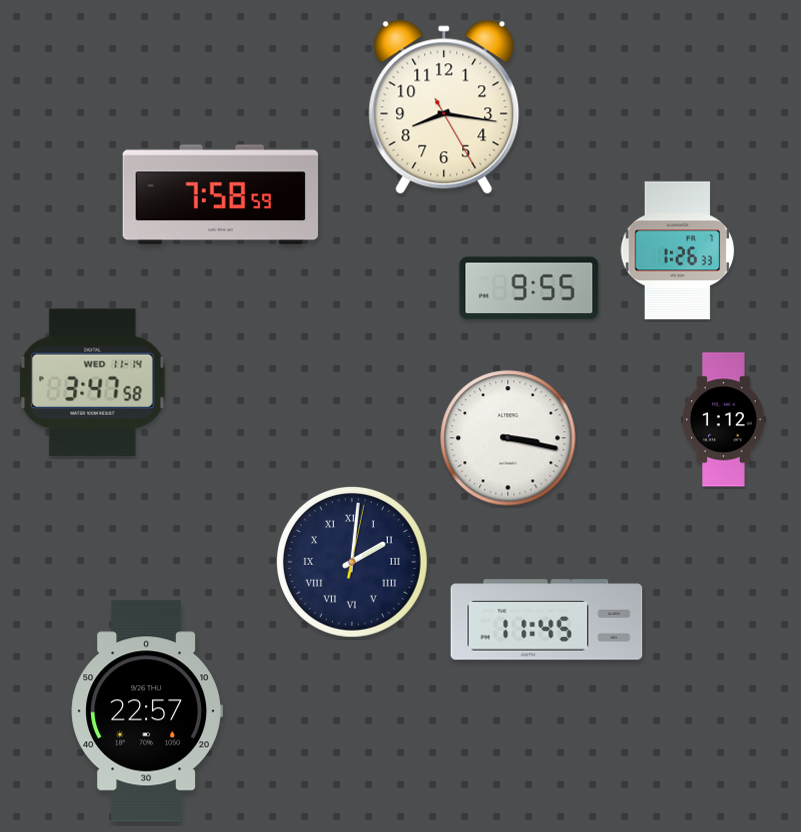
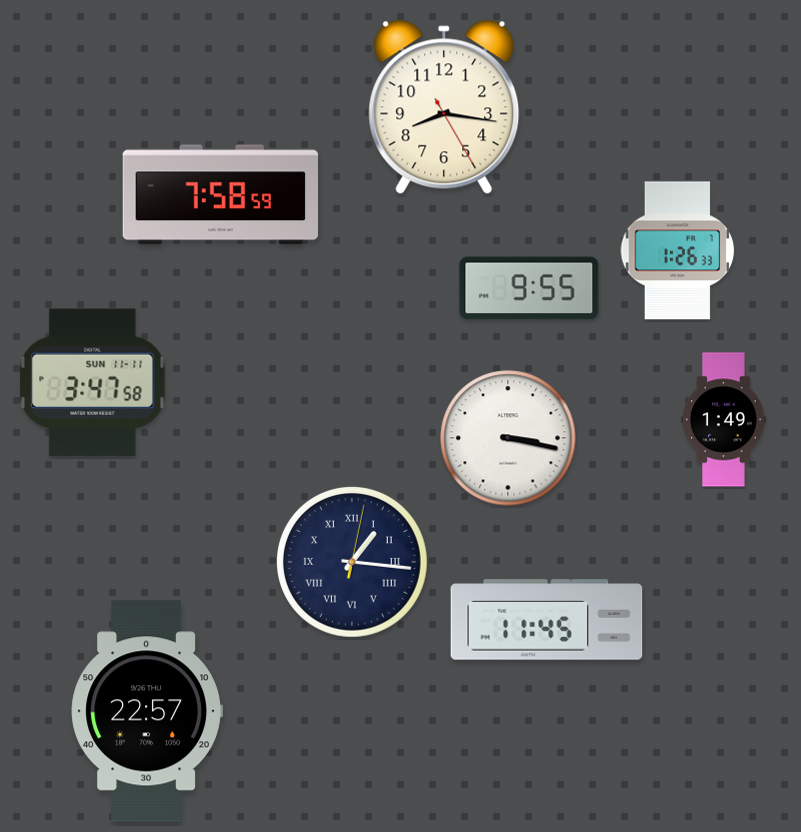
clock at (93, 383) date: WED 11-14 -> SUN 11-11
clock at (723, 420): 1:12 -> 1:49
clock at (352, 562): 2:01 -> 1:16
